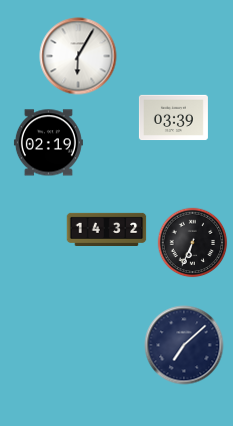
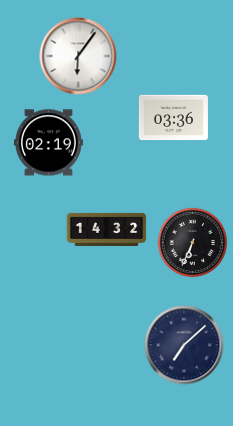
clock at (78, 56): 6:05 -> 6:06
clock at (173, 118): 03:39 -> 03:36
